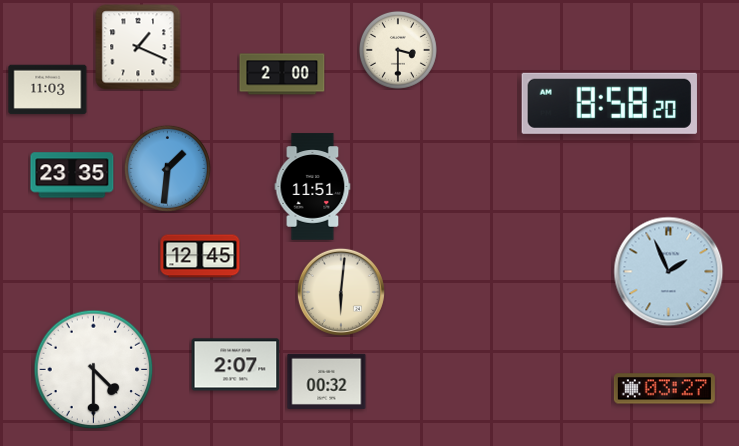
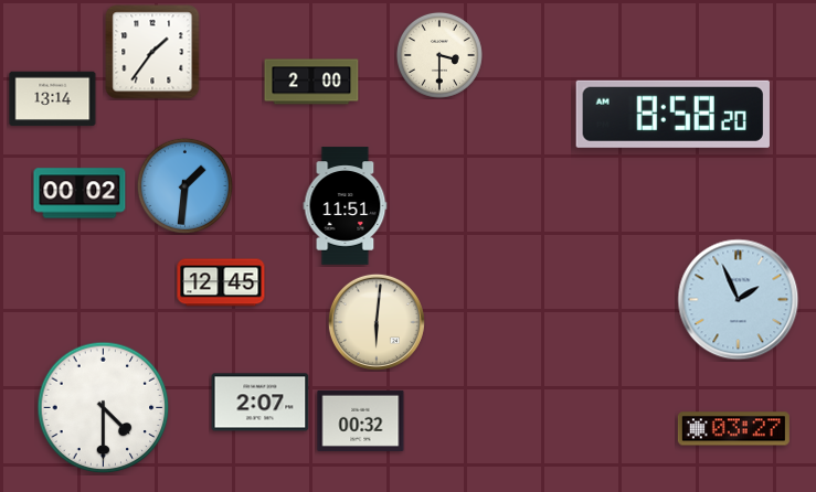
clock at (138, 47): 1:19 -> 1:36
clock at (48, 90): 11:03 -> 13:14
clock at (72, 175): 23:35 -> 00:02
